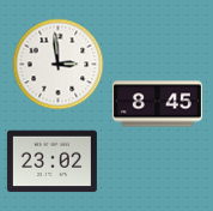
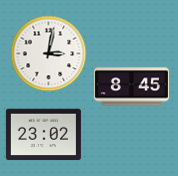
clock at (59, 65): 2:59 -> 3:02
